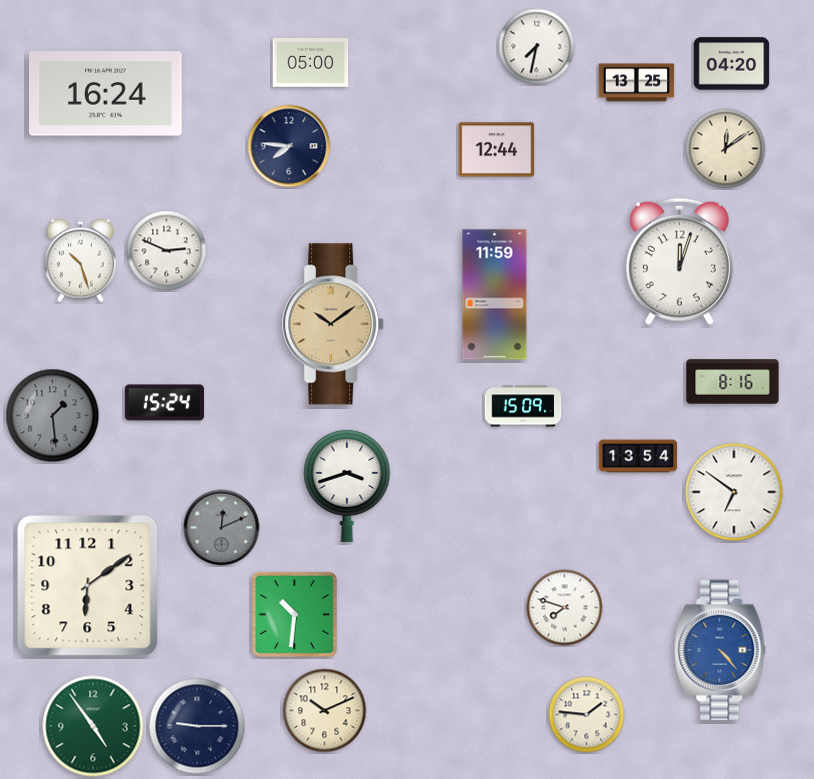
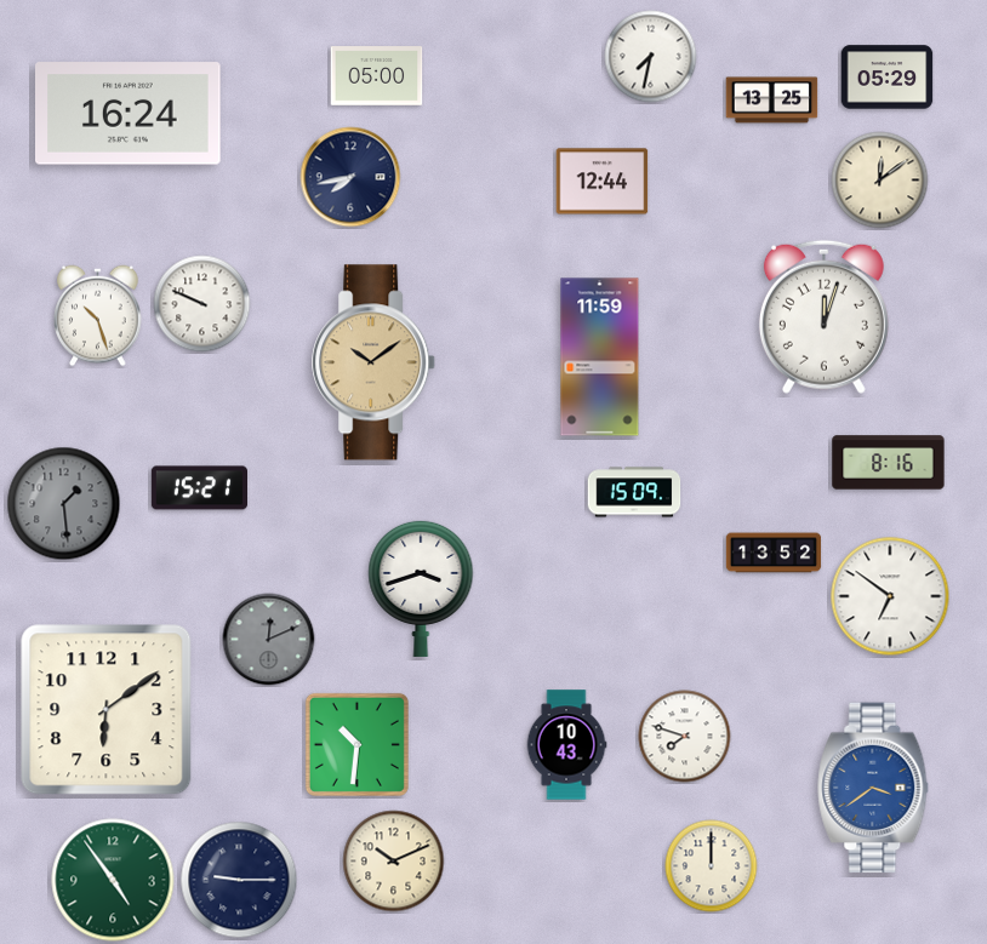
clock at (732, 64): 04:20 -> 05:29
clock at (289, 146): 7:46 -> 7:43
clock at (167, 251): 2:49 -> 9:49
clock at (334, 324) position: (334, 324) -> (375, 362)
clock at (164, 403): 15:24 -> 15:21
clock at (638, 456): 13:54 -> 13:52
clock at (566, 745): none -> 10:43
clock at (720, 650): 4:23 -> 3:39
clock at (587, 715): 1:46 -> 12:00
